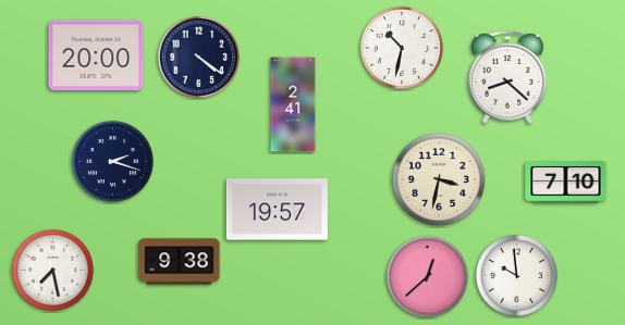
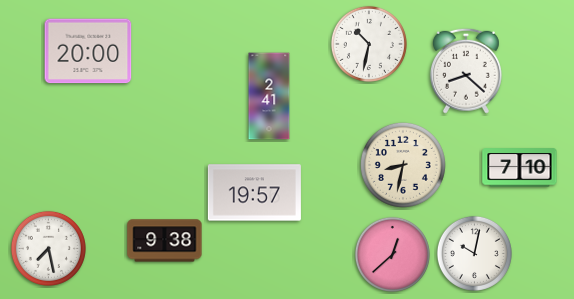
clock at (198, 57): 4:21 -> none
clock at (112, 161): 2:18 -> none
clock at (439, 179): 3:32 -> 8:32
clock at (516, 275): 9:59 -> 10:02
